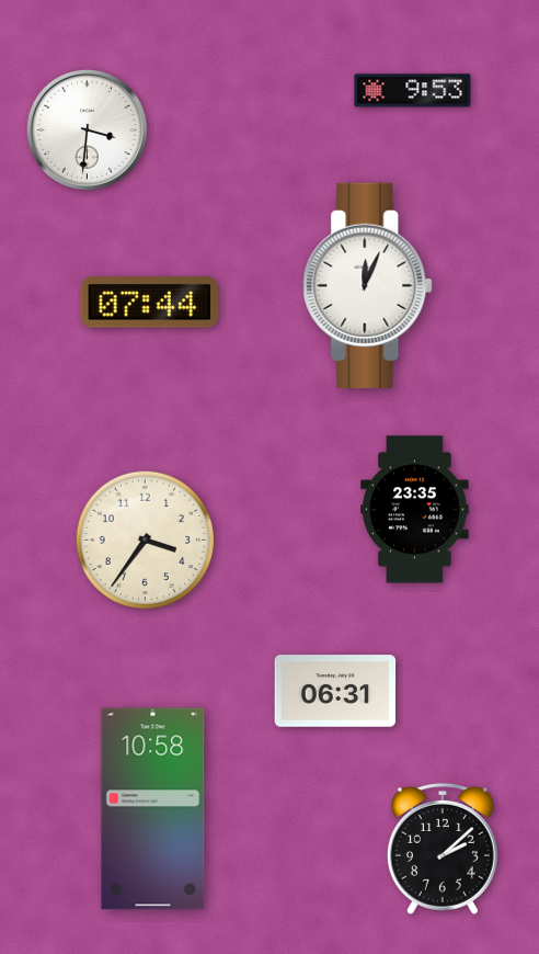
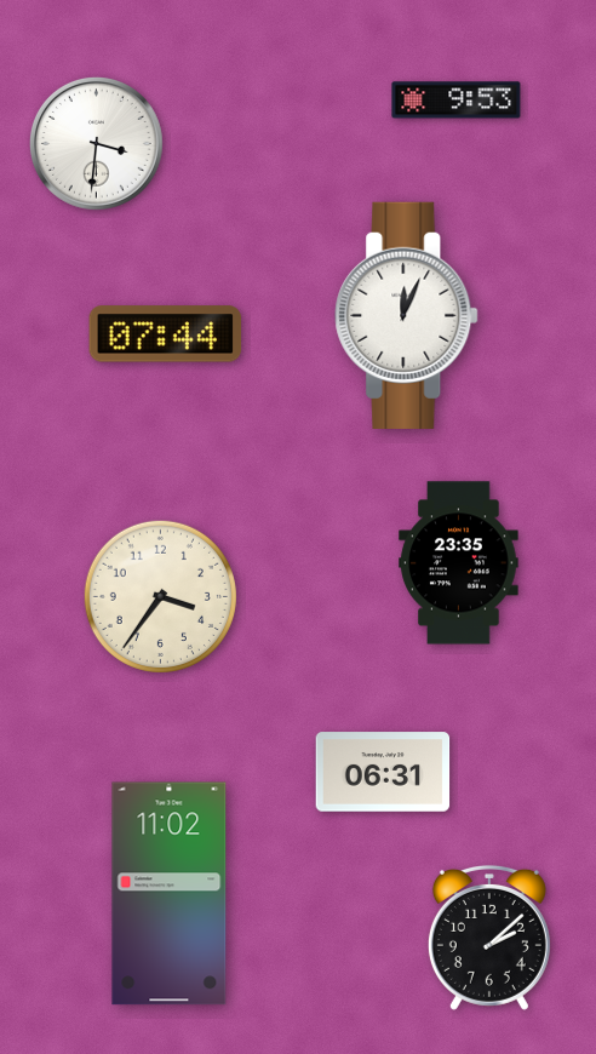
clock at (335, 691) position: (335, 691) -> (383, 772)
clock at (153, 809): 10:58 -> 11:02
